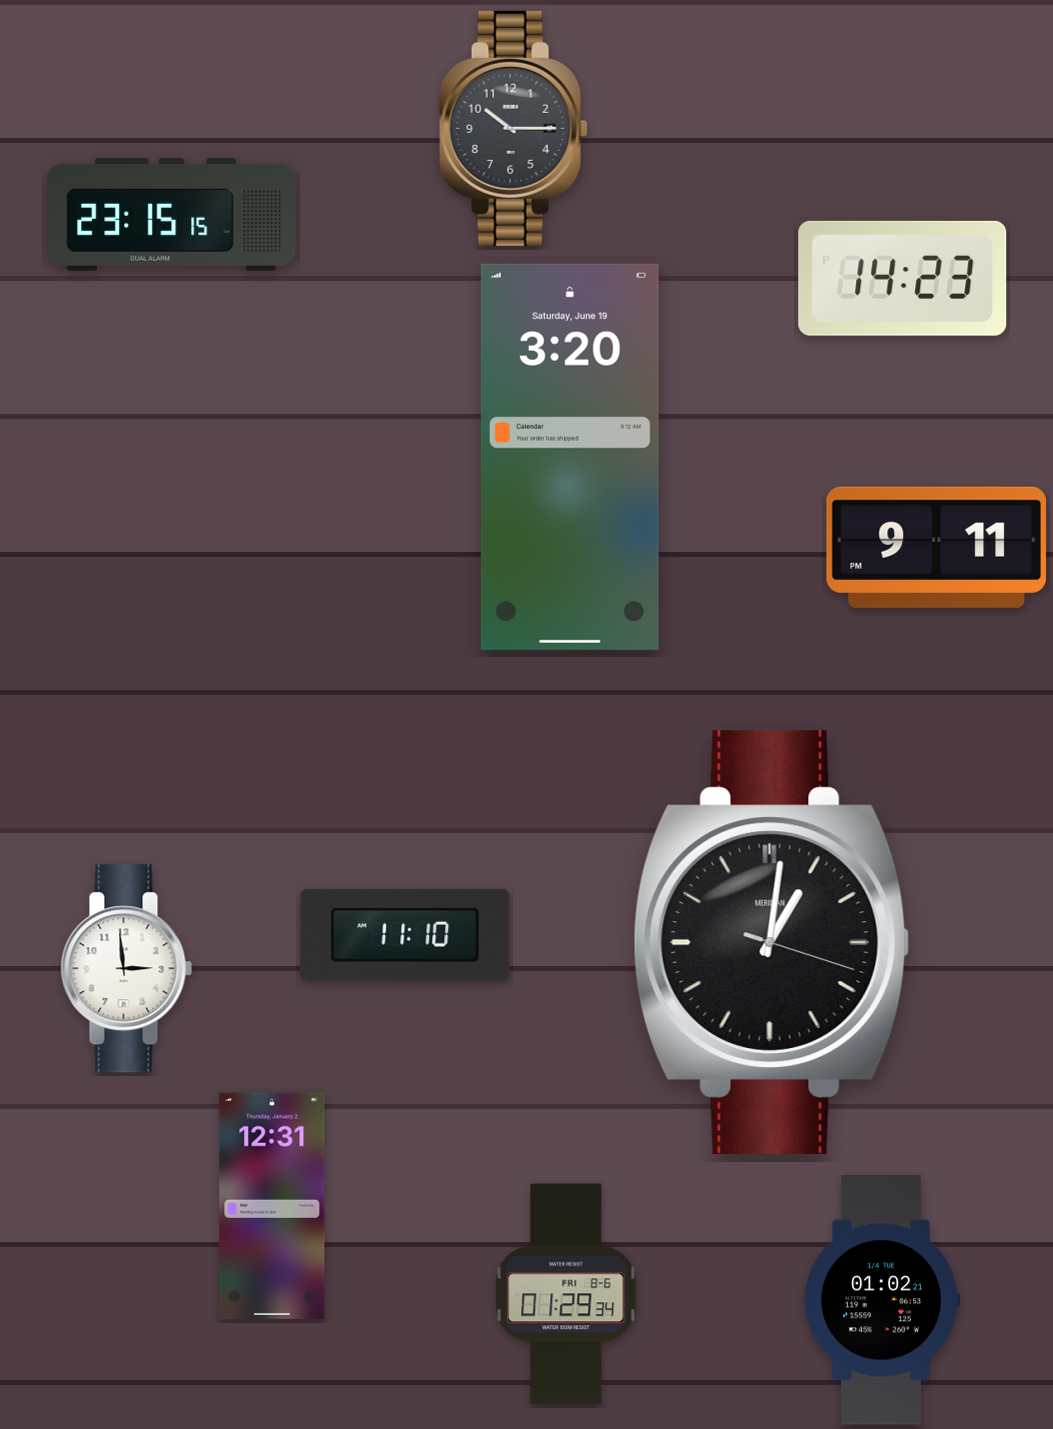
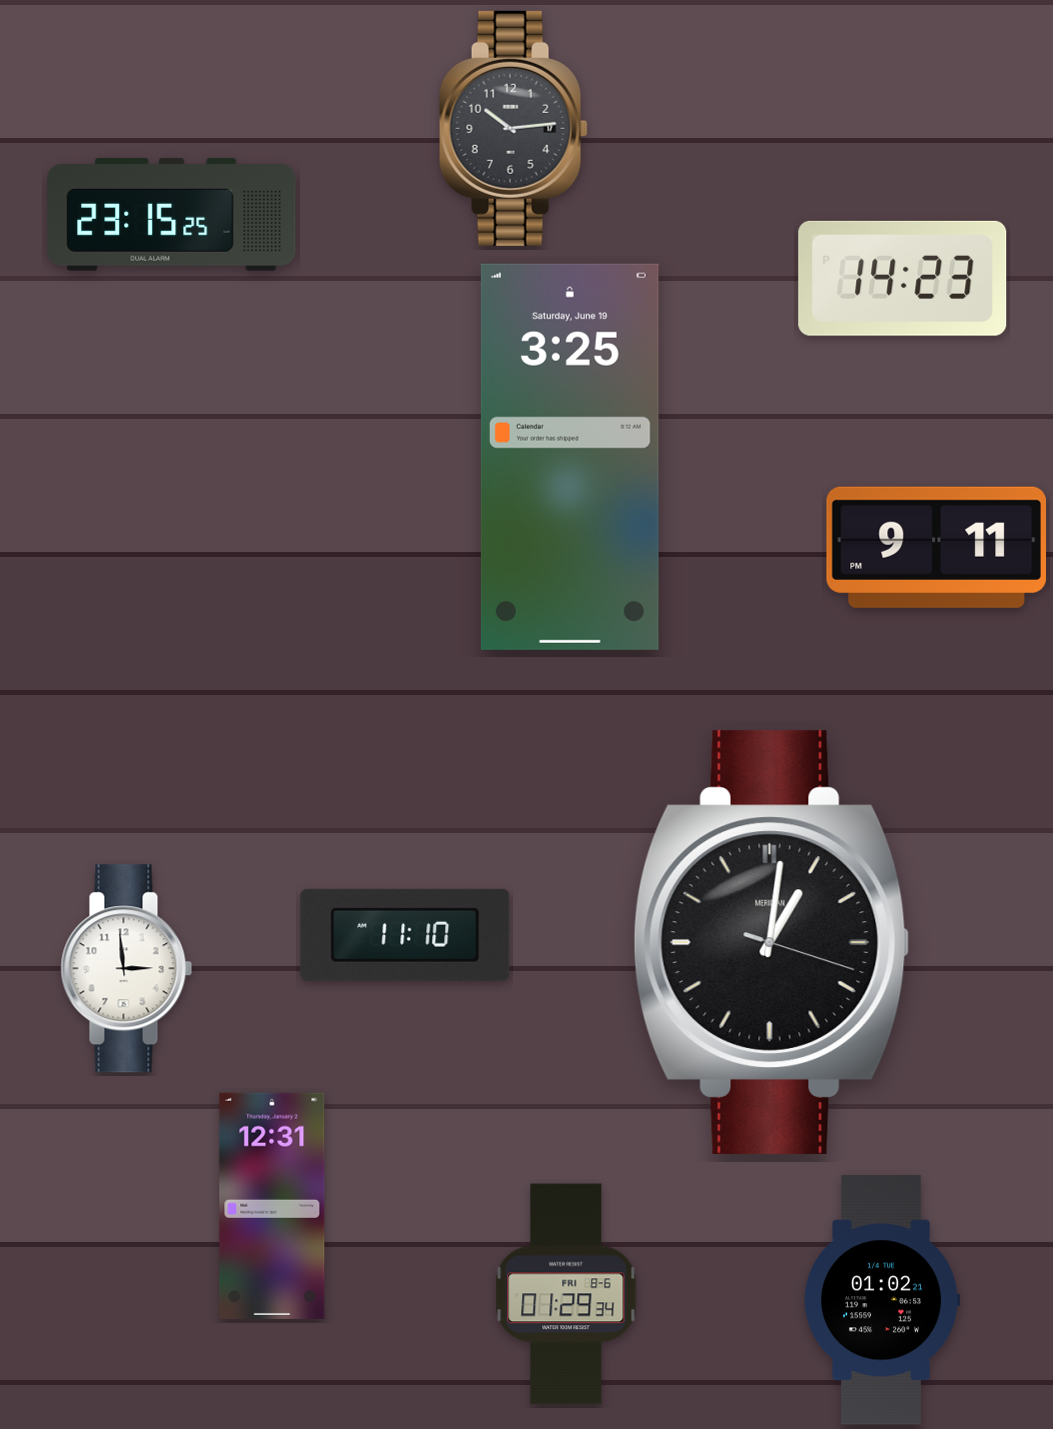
clock at (513, 128): 10:15 -> 10:14
clock at (172, 215): 23:15:15 -> 23:15:25
clock at (570, 457): 3:20 -> 3:25
